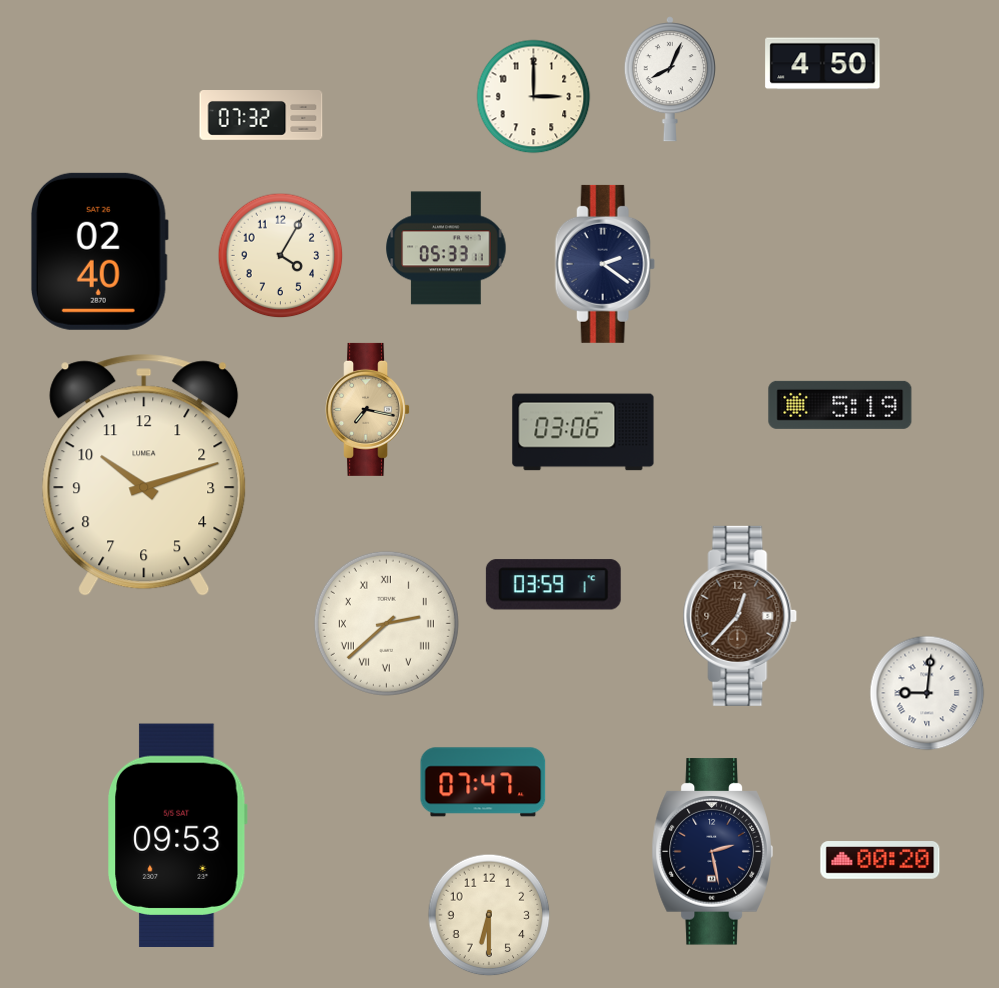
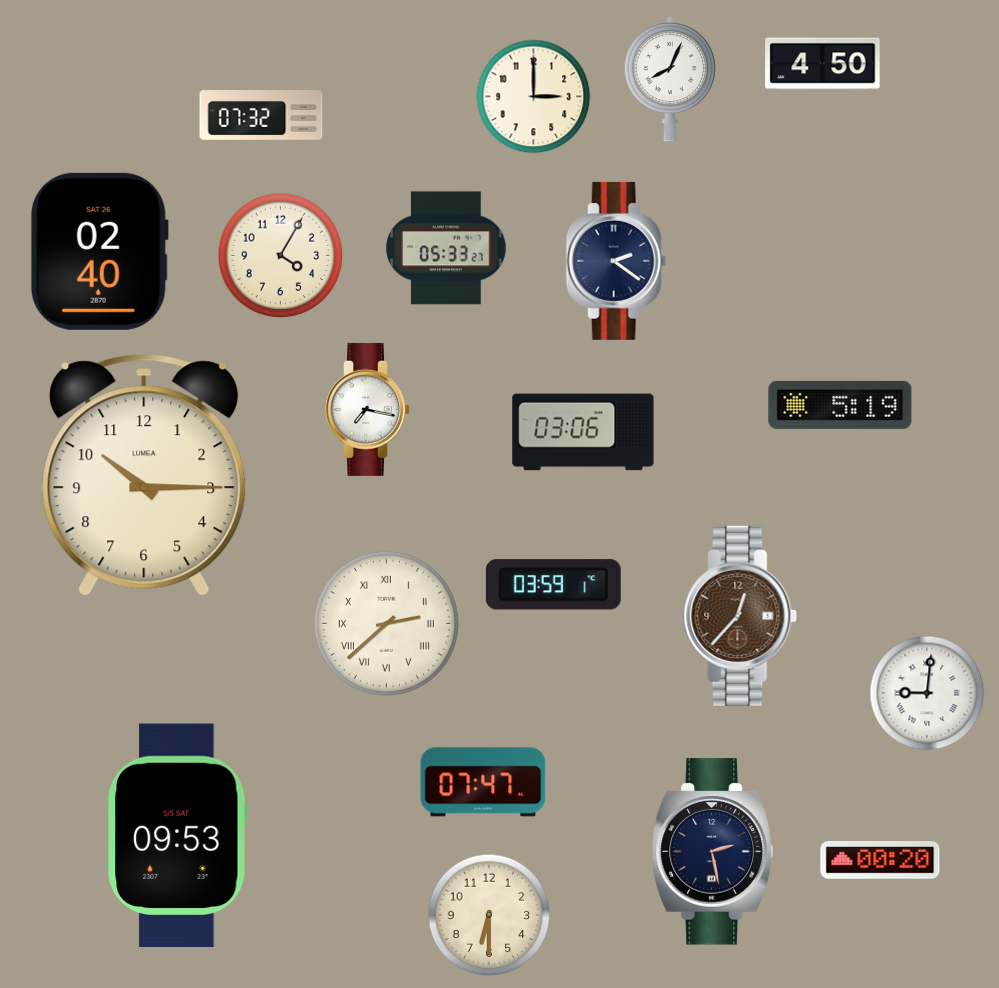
clock at (446, 248): 05:33:11 -> 05:33:27
clock at (605, 264) position: (605, 264) -> (616, 261)
clock at (368, 409) dial: champagne -> white
clock at (144, 475): 10:12 -> 10:15
